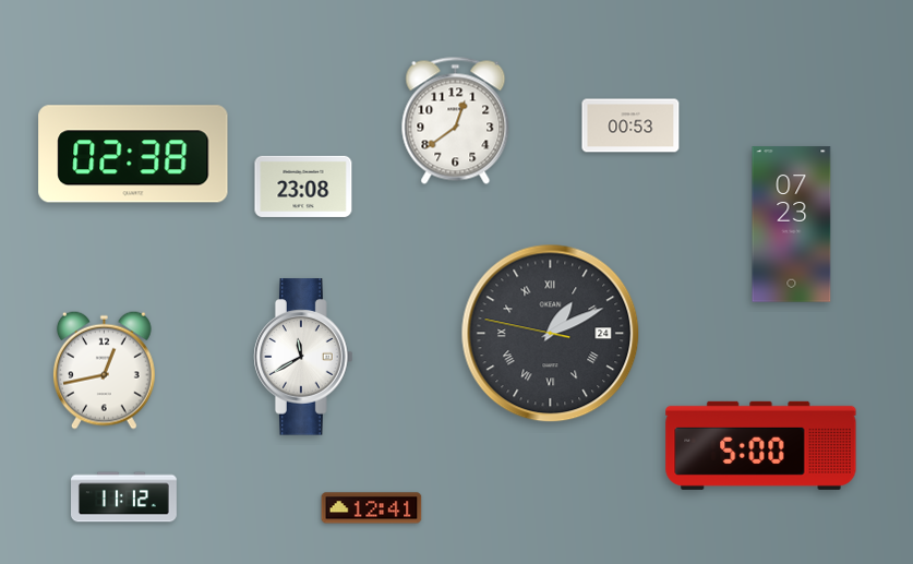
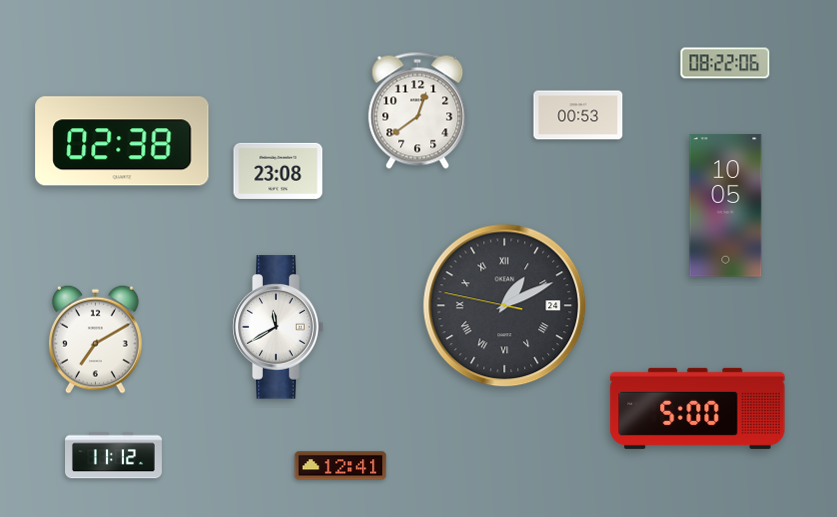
clock at (725, 63): none -> 08:22
clock at (792, 225): 07:23 -> 10:05
clock at (104, 370): 12:43 -> 7:10
